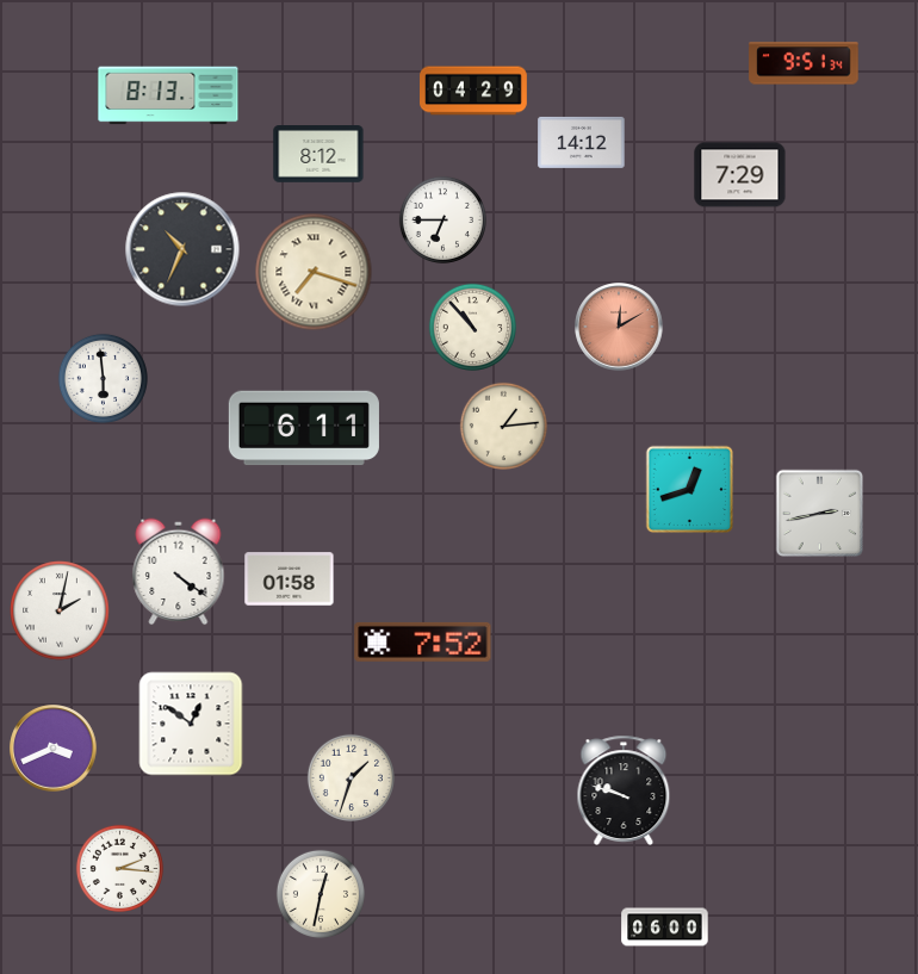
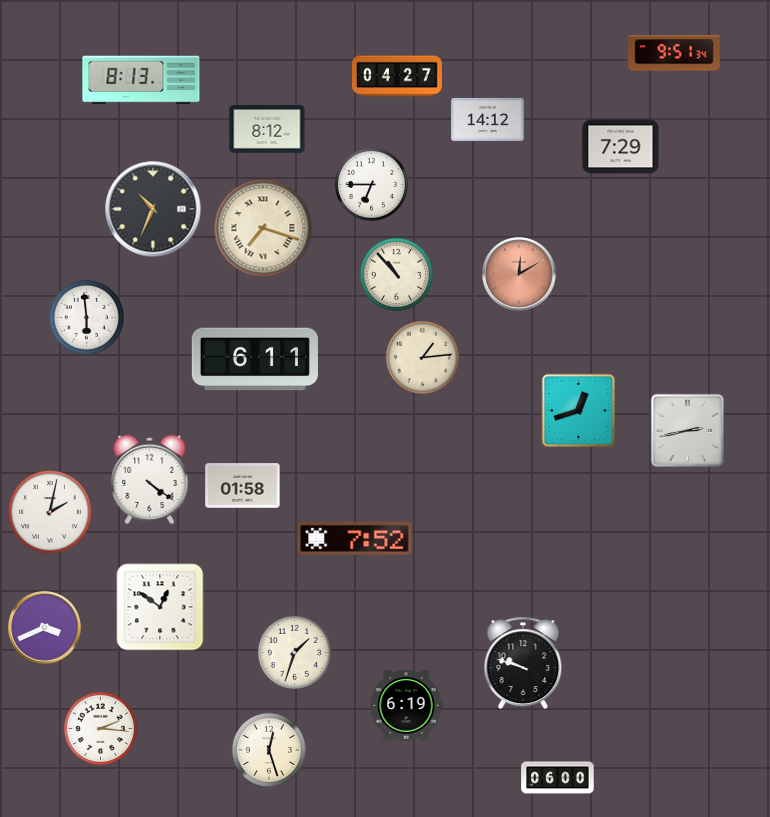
clock at (473, 91): 04:29 -> 04:27
clock at (406, 706): none -> 6:19
clock at (321, 894): 12:32 -> 12:27
